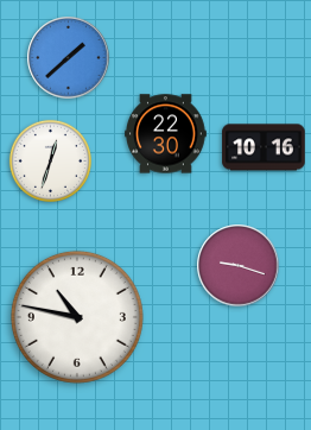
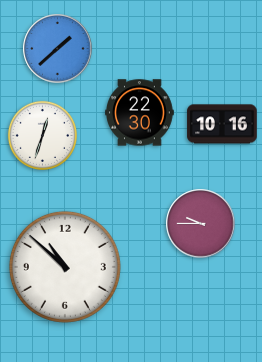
clock at (239, 266): 9:18 -> 9:45
clock at (77, 317): 10:47 -> 10:52
